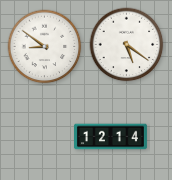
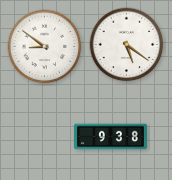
clock at (111, 137): 12:14 -> 9:38
